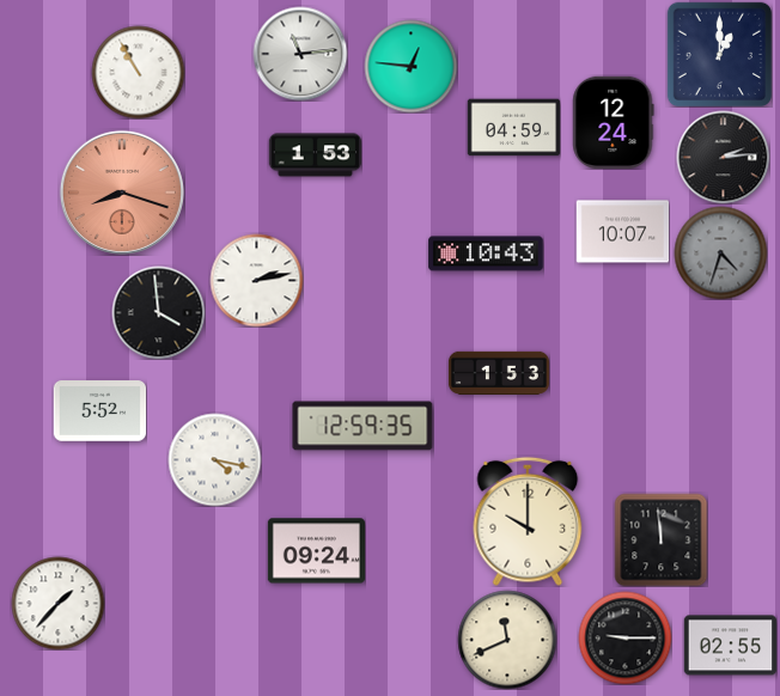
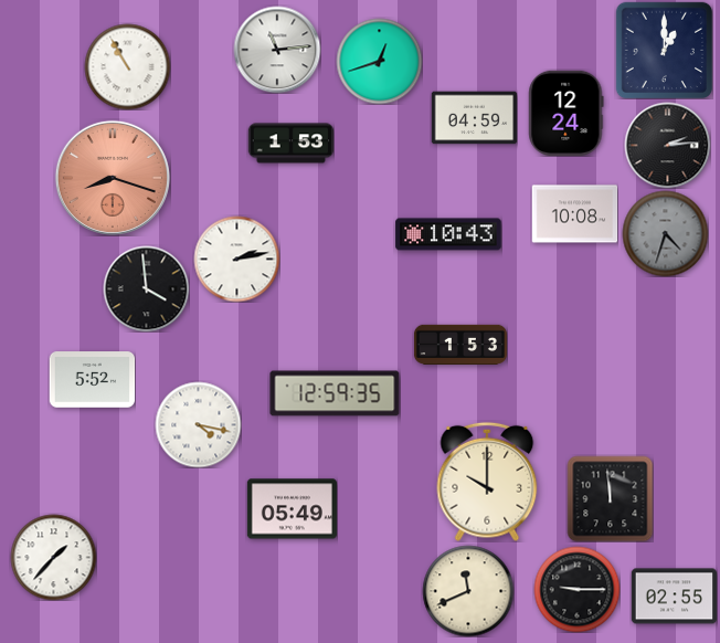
clock at (410, 66): 12:46 -> 12:42
clock at (622, 232): 10:07 -> 10:08
clock at (316, 551): 09:24 -> 05:49
